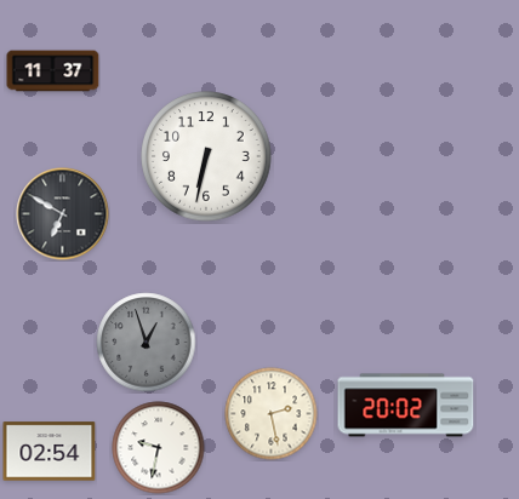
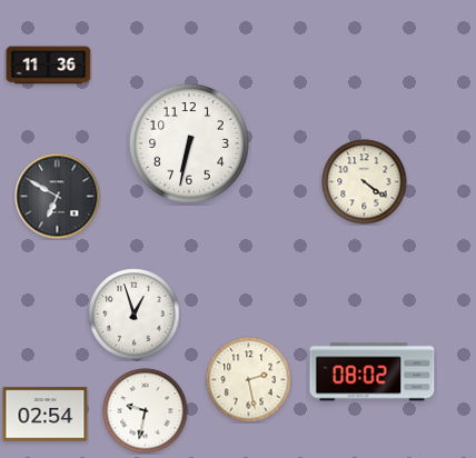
clock at (53, 71): 11:37 -> 11:36
clock at (365, 182): none -> 4:21
clock at (147, 343) dial: grey -> white
clock at (406, 406): 20:02 -> 08:02
